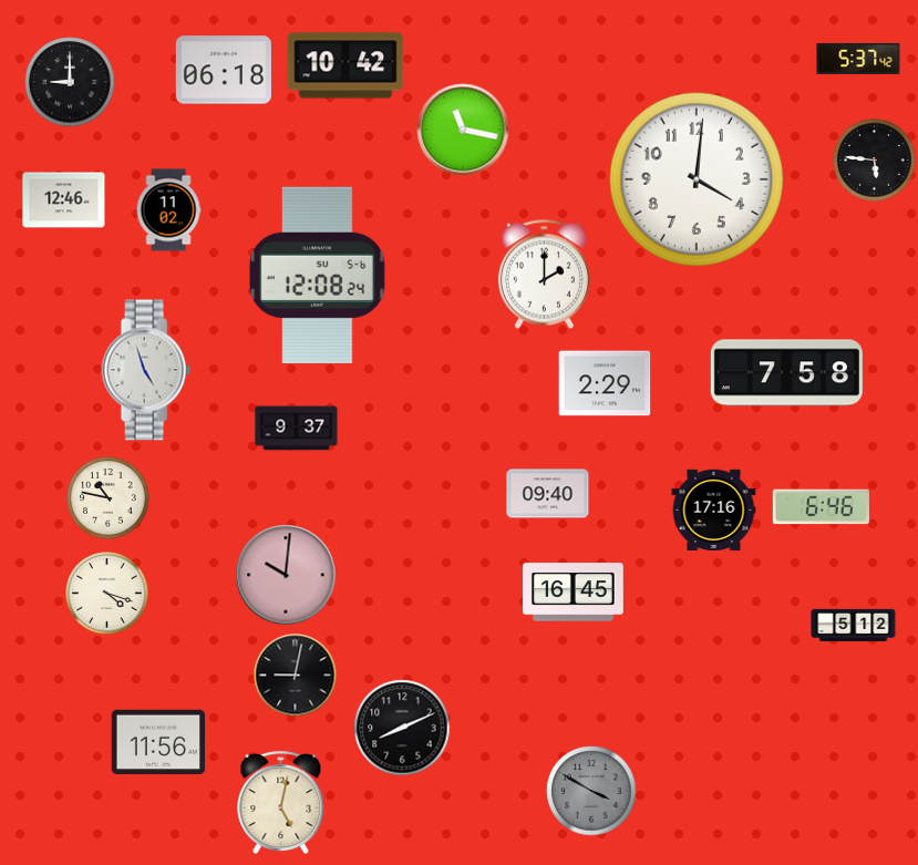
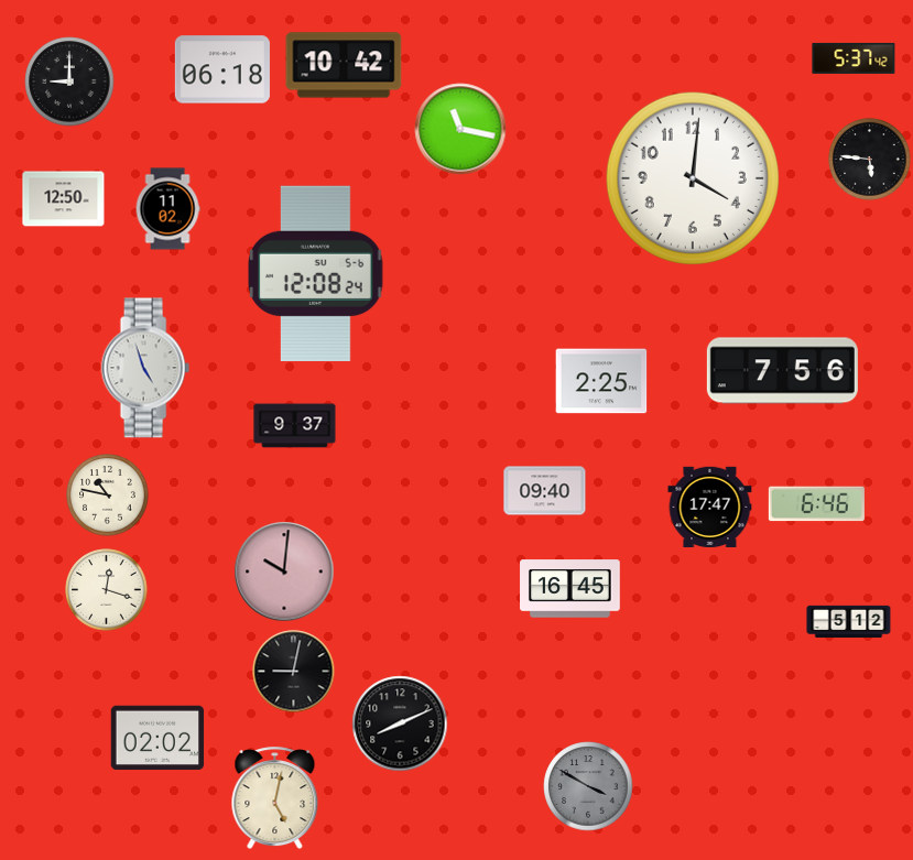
clock at (64, 200): 12:46 -> 12:50
clock at (544, 275): 2:00 -> none
clock at (786, 373): 7:58 -> 7:56
clock at (605, 383): 2:29 -> 2:25
clock at (714, 509): 17:16 -> 17:47
clock at (107, 594): 4:18 -> 12:18
clock at (158, 742): 11:56 -> 02:02
clock at (281, 803) position: (281, 803) -> (275, 798)
